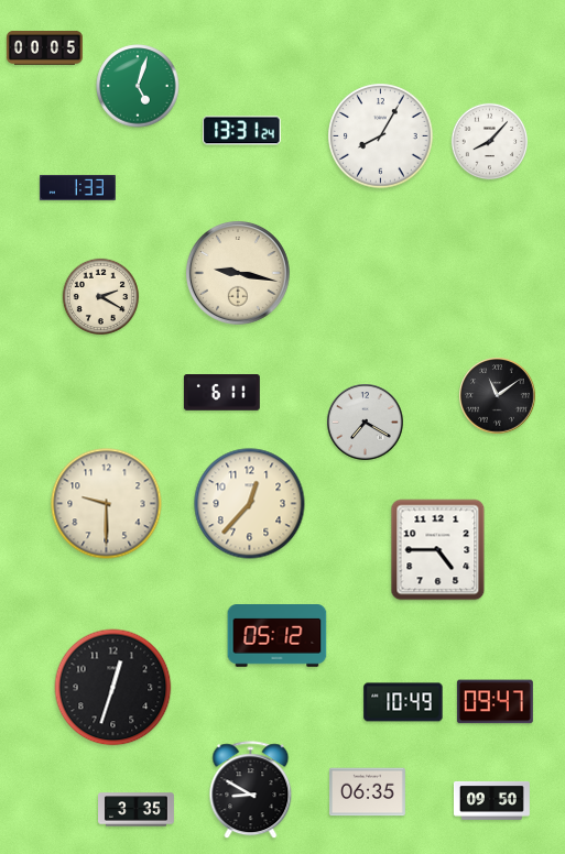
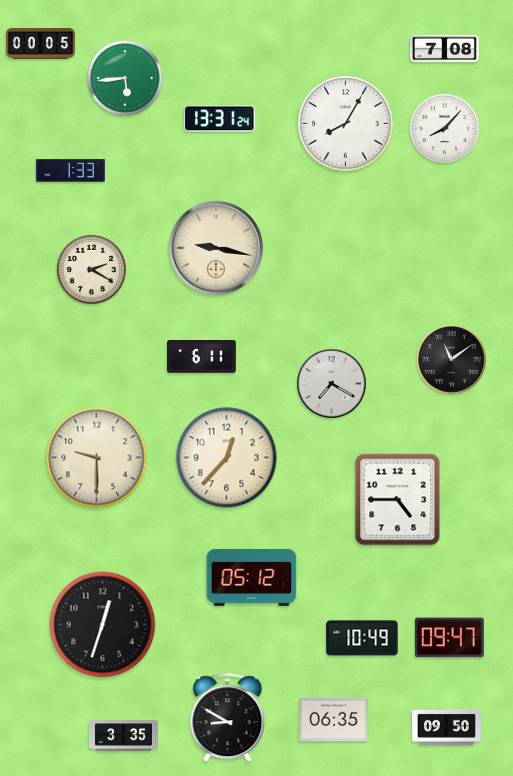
clock at (444, 49): none -> 7:08
clock at (138, 86): 5:03 -> 5:44
clock at (403, 702) position: (403, 702) -> (362, 638)
